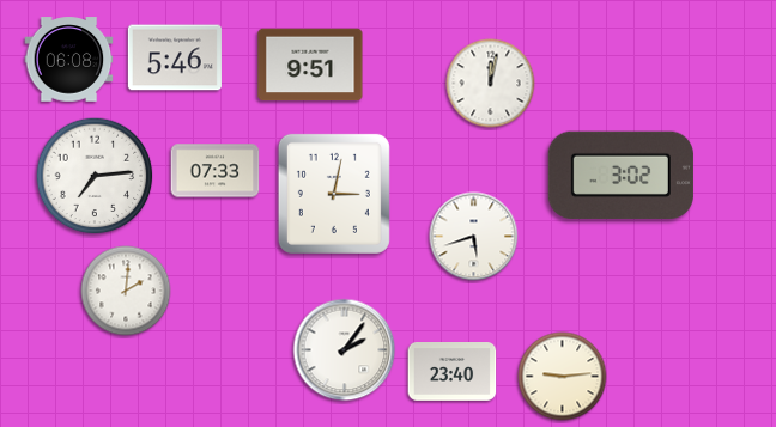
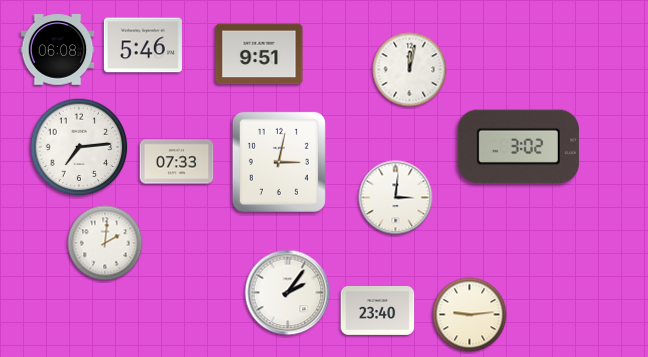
clock at (175, 57) position: (175, 57) -> (143, 45)
clock at (216, 171) position: (216, 171) -> (177, 162)
clock at (474, 237): 5:42 -> 3:01
